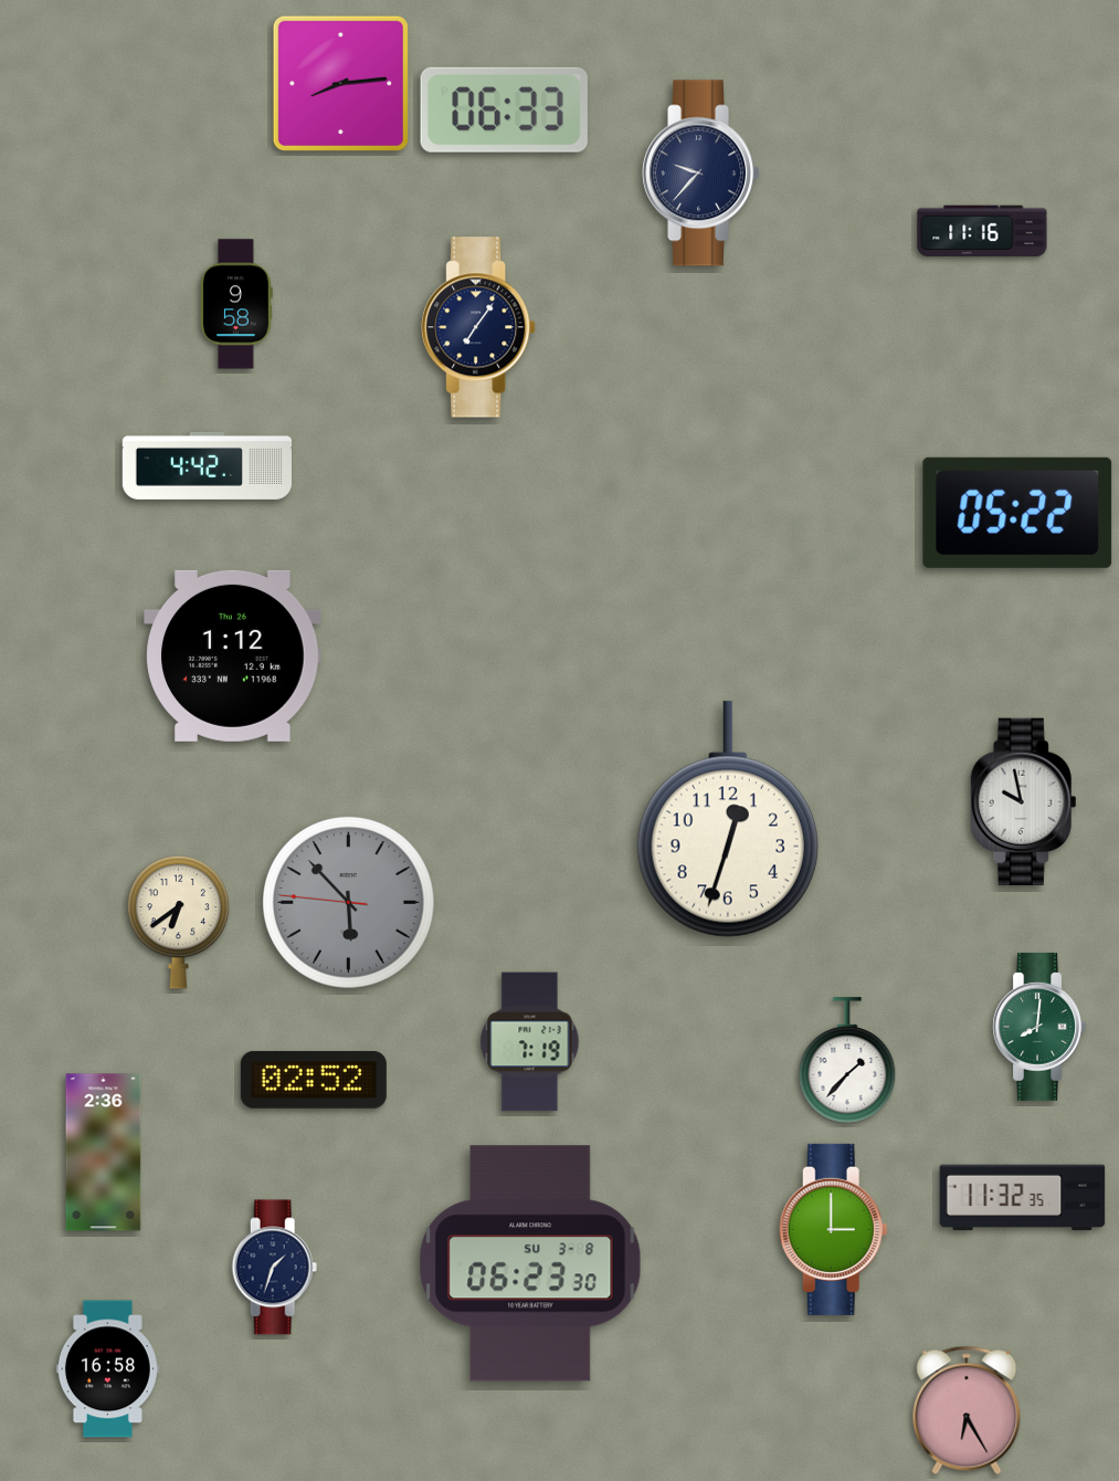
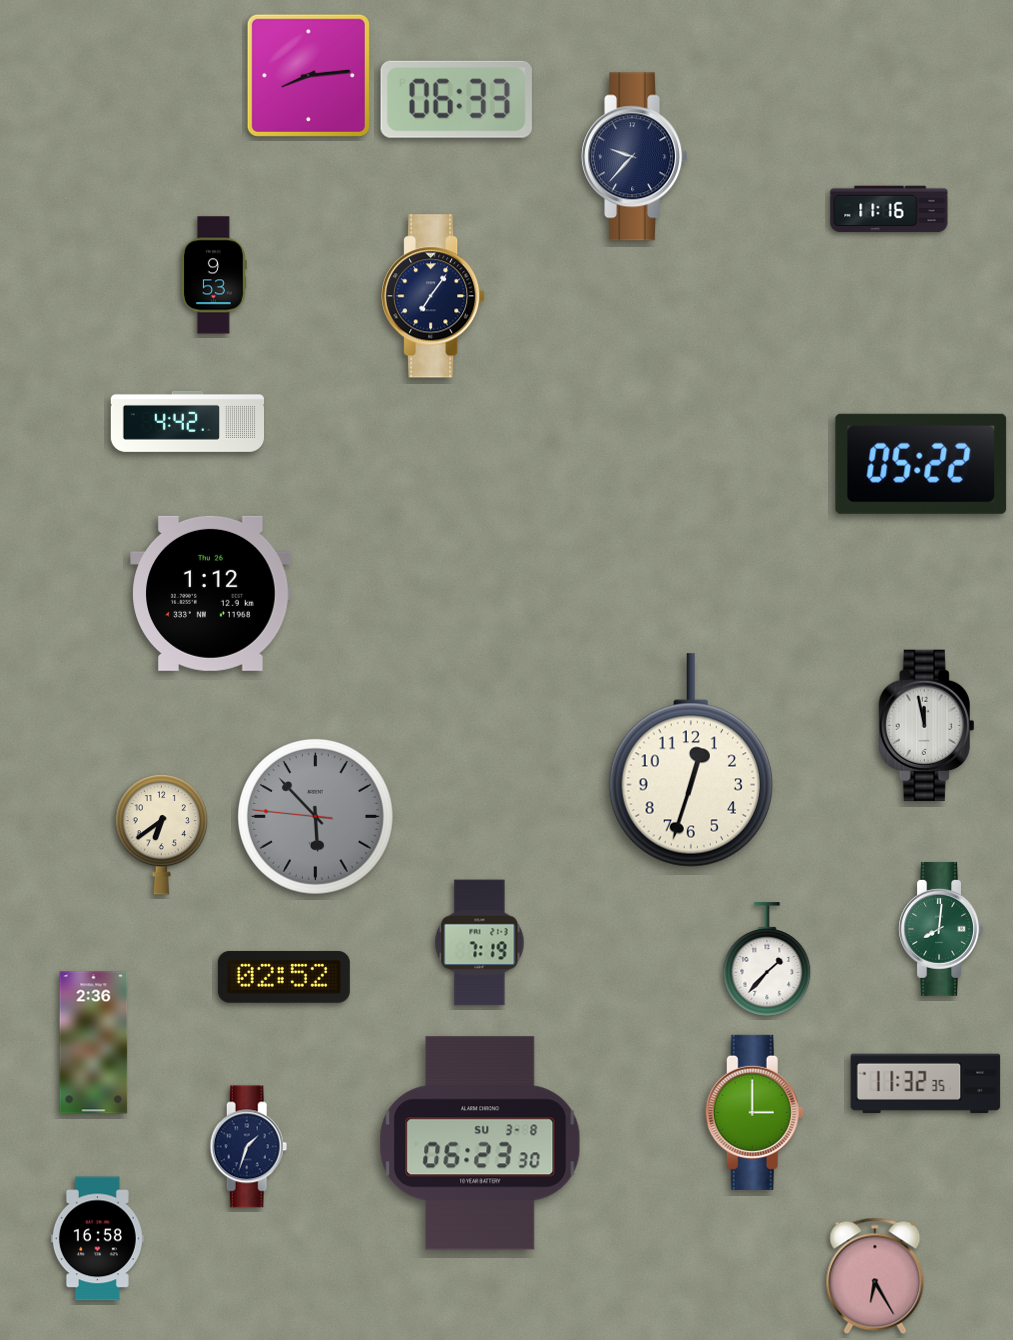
clock at (236, 304): 9:58 -> 9:53
clock at (1024, 802): 9:58 -> 11:58
clock at (728, 819) position: (728, 819) -> (691, 760)
